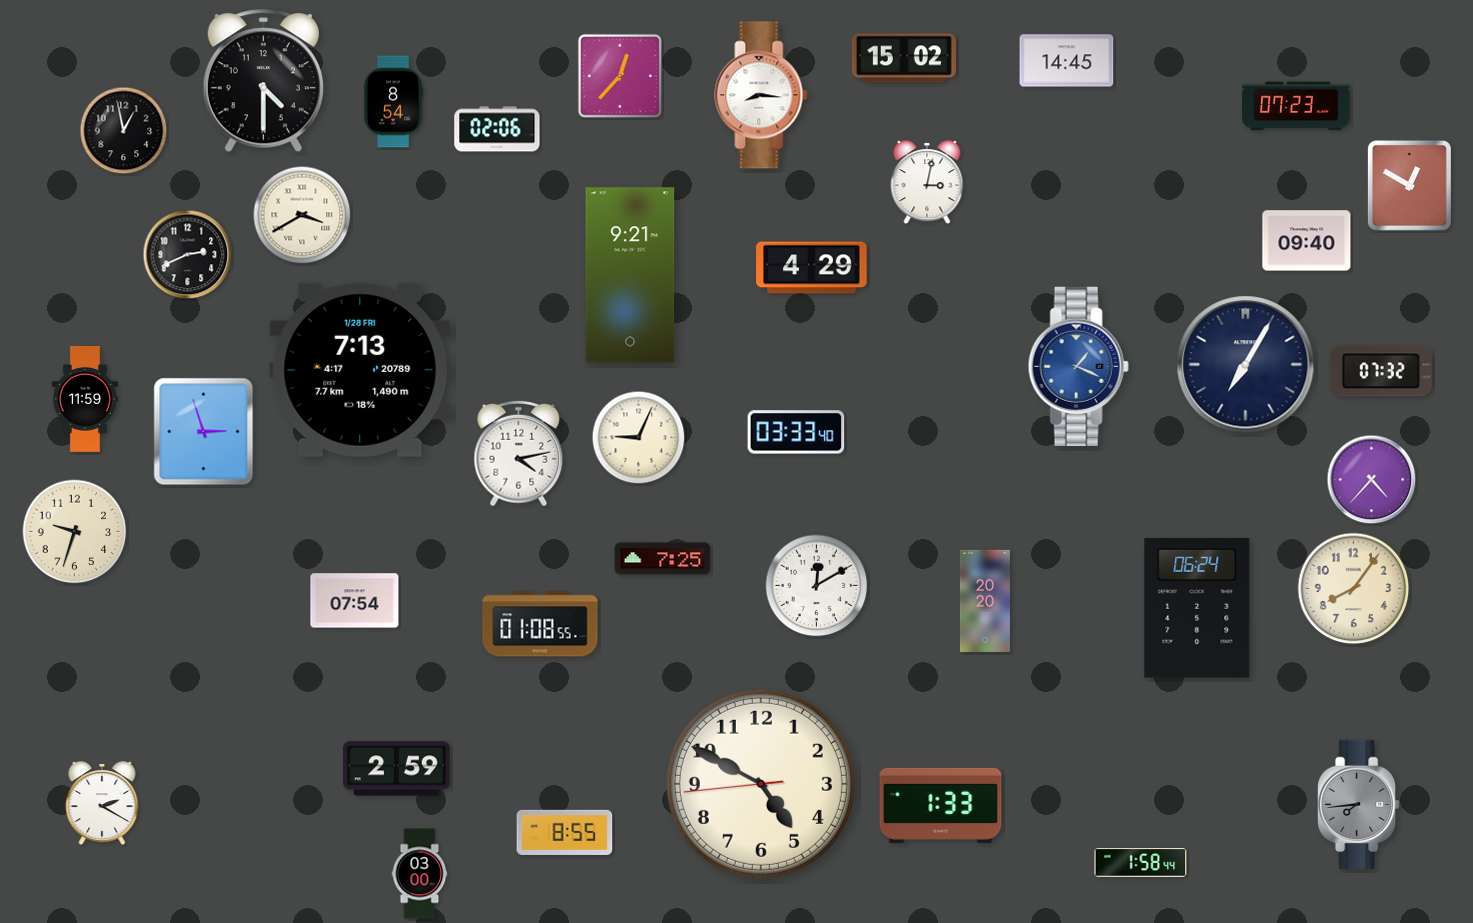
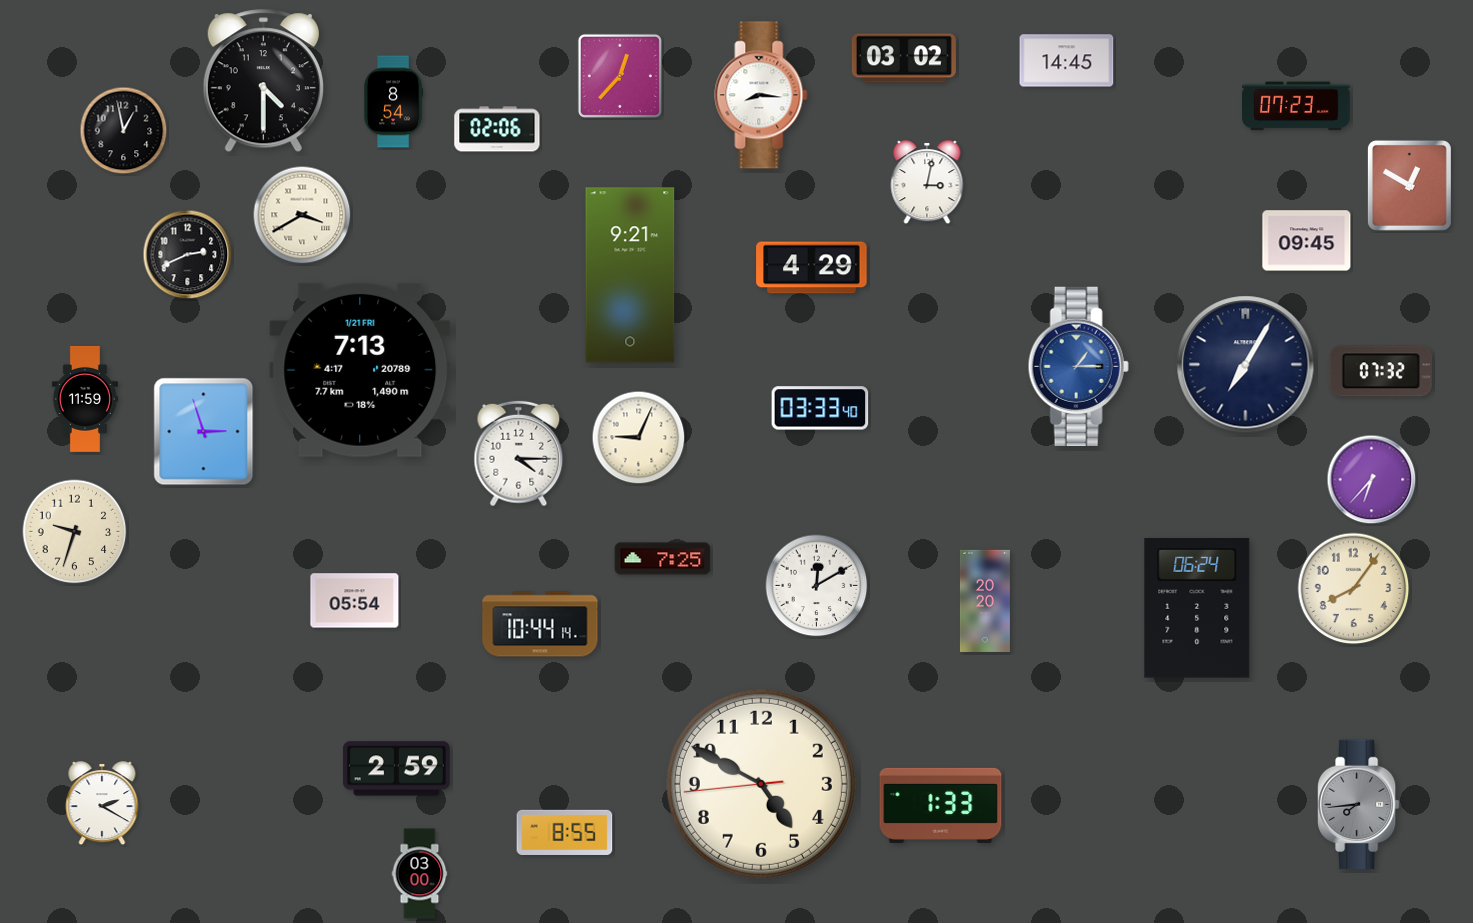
clock at (904, 58): 15:02 -> 03:02
clock at (1307, 241): 09:40 -> 09:45
clock at (1078, 366): 1:19 -> 1:15
clock at (360, 370) date: 1/28 FRI -> 1/21 FRI
clock at (796, 432) position: (796, 432) -> (820, 408)
clock at (519, 454): 4:13 -> 4:15
clock at (1372, 480): 4:37 -> 6:37
clock at (355, 601): 07:54 -> 05:54
clock at (540, 624): 01:08 -> 10:44
clock at (1141, 863): 1:58 -> none
